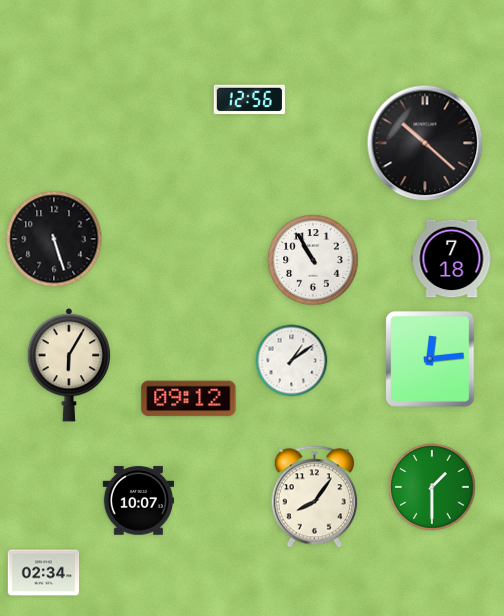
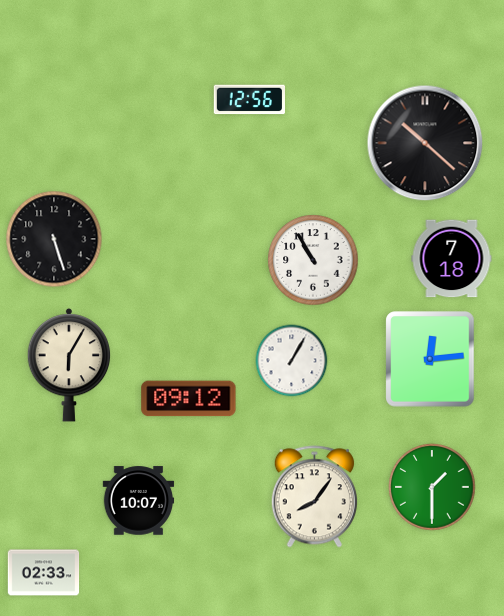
clock at (292, 361): 1:09 -> 1:05
clock at (44, 573): 02:34 -> 02:33
